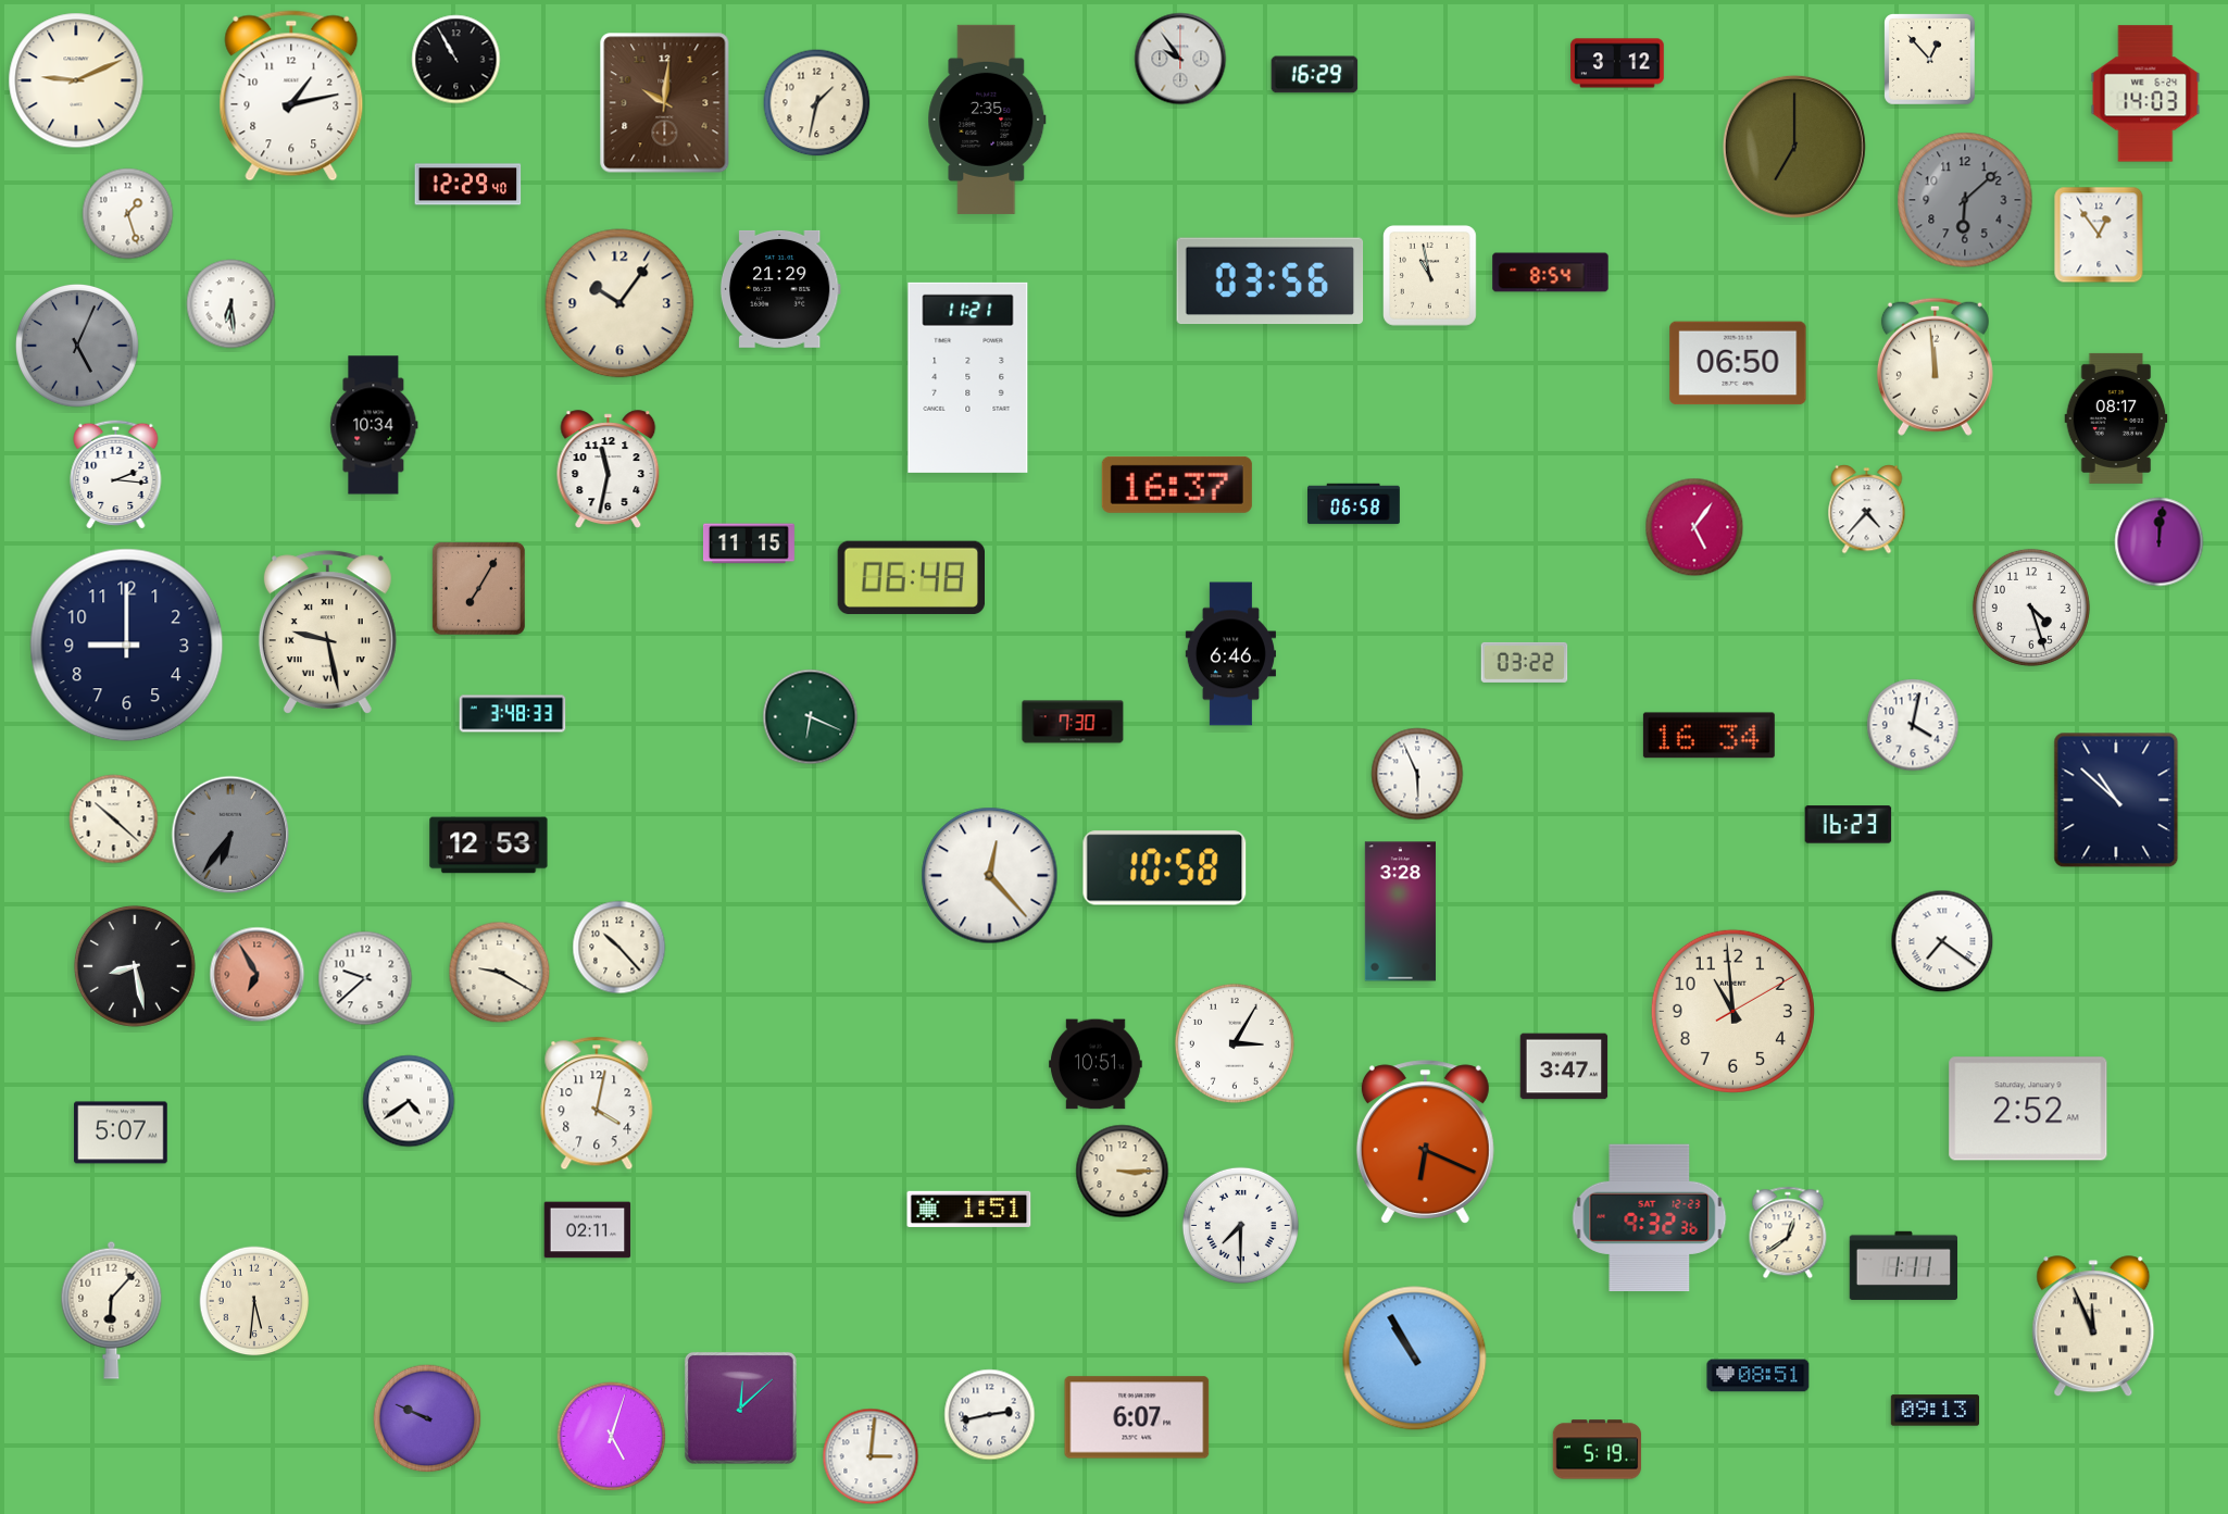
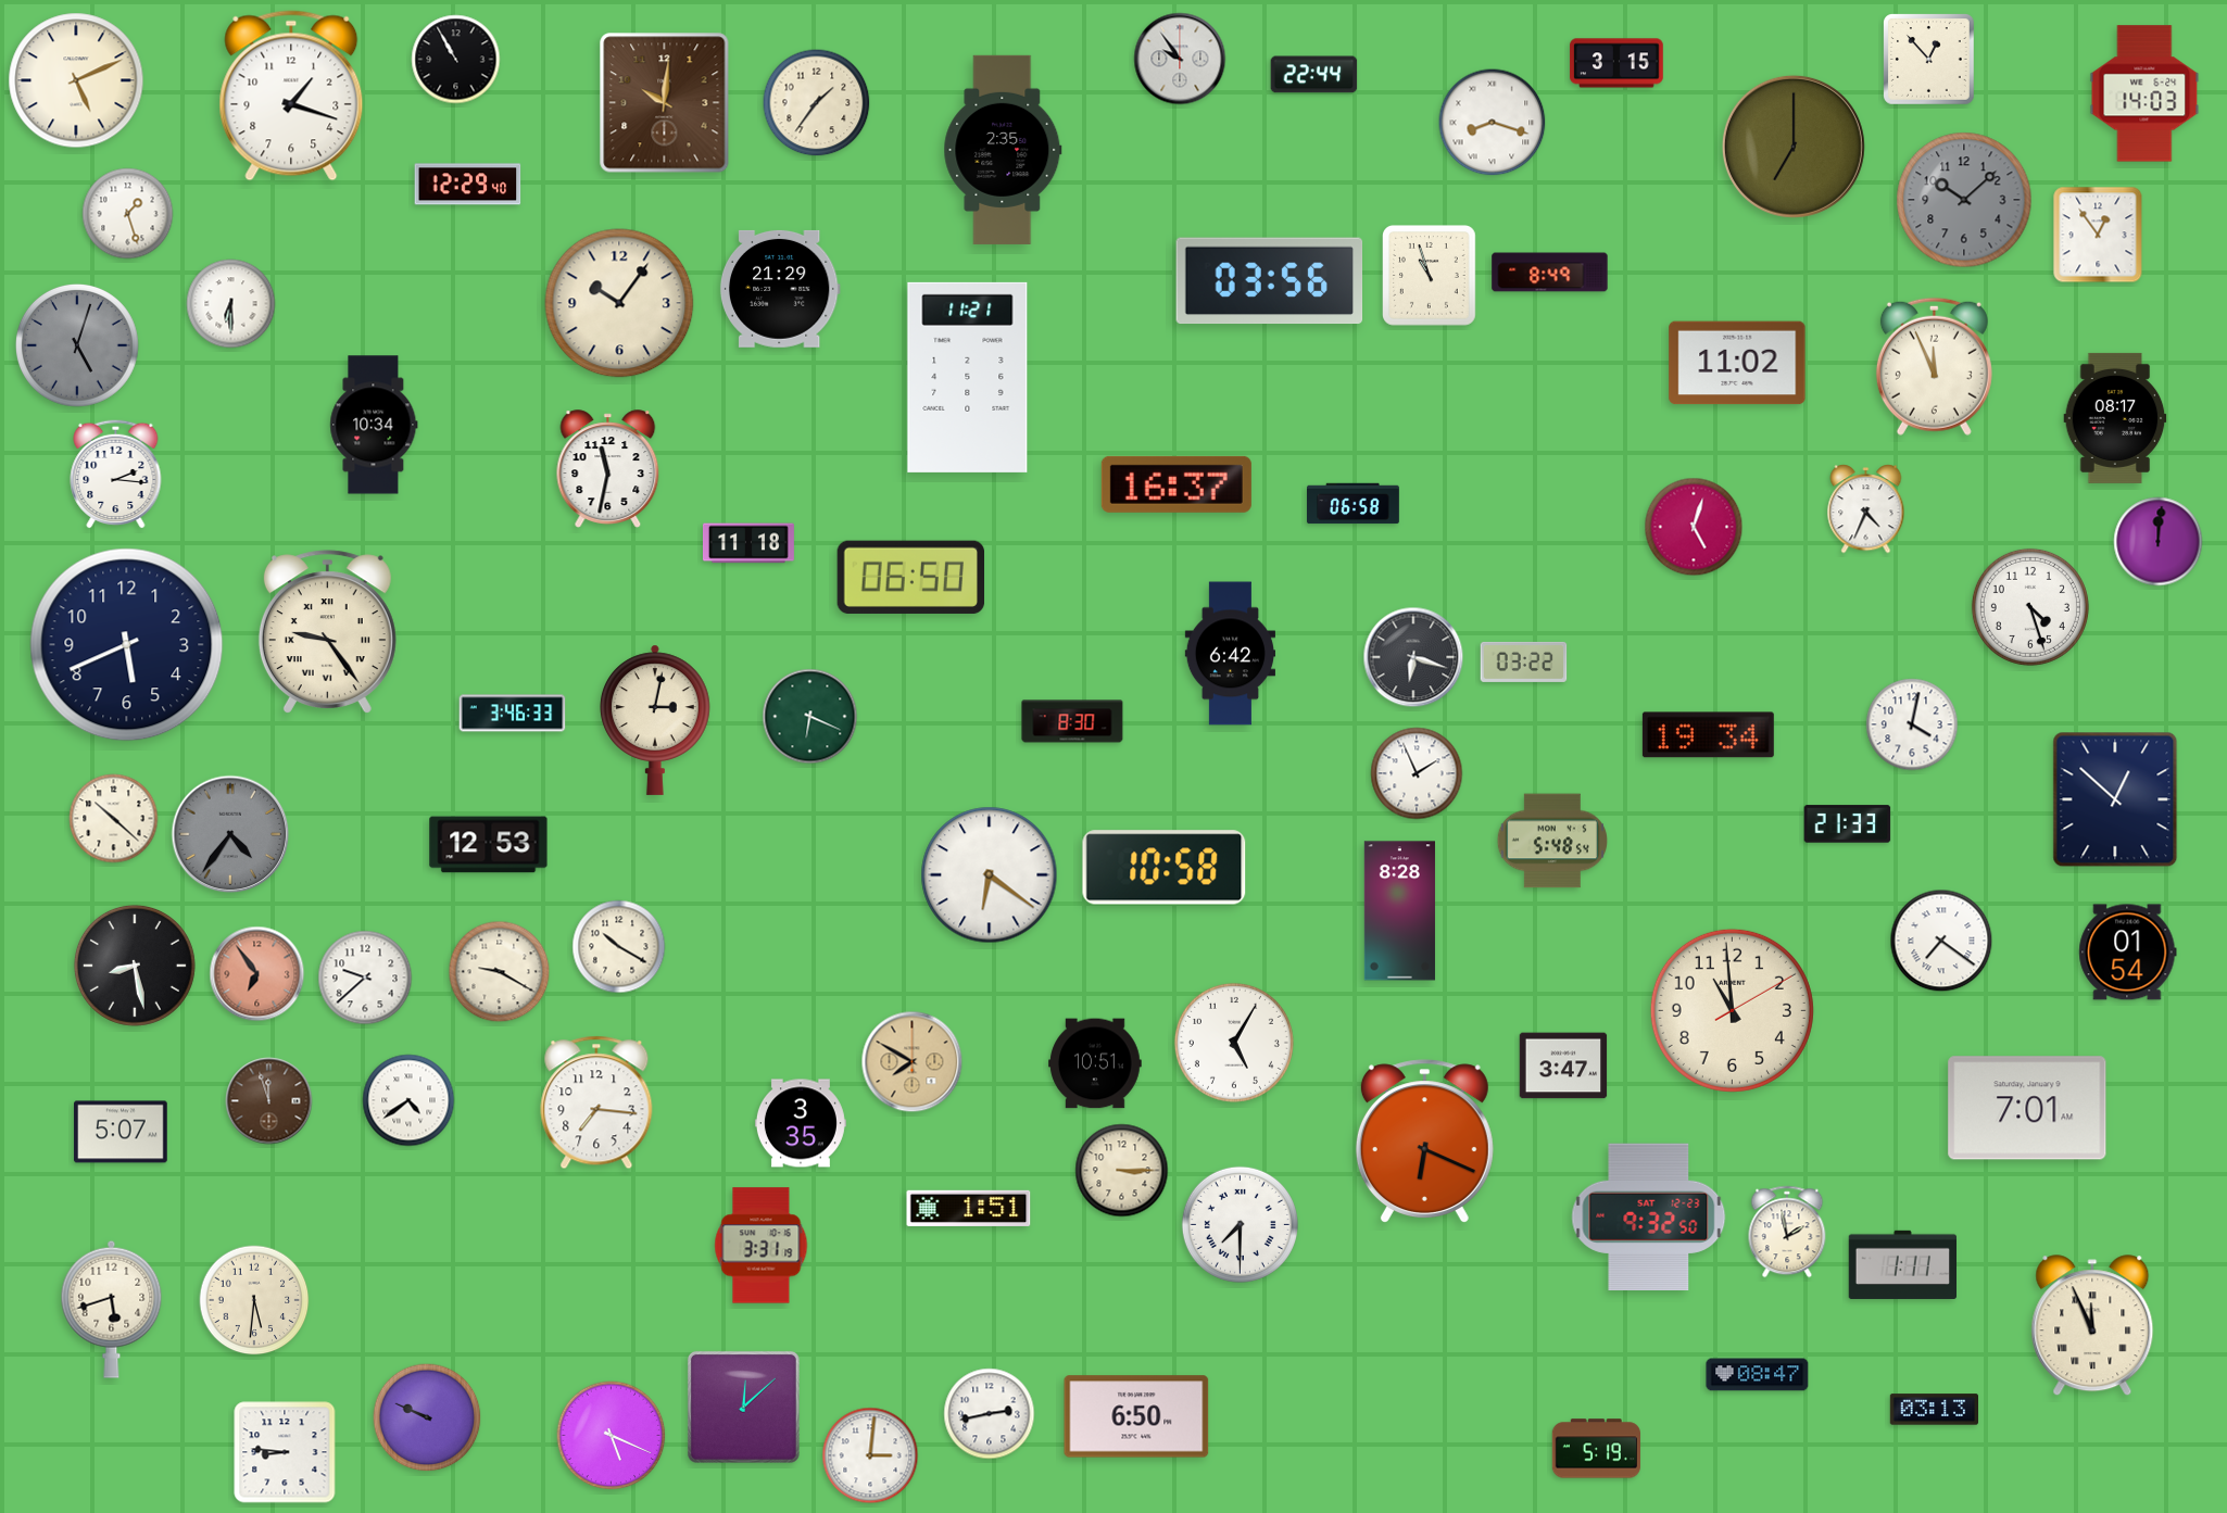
clock at (1617, 63): 3:12 -> 3:15
clock at (1315, 75): 16:29 -> 22:44
clock at (76, 80): 9:11 -> 5:11
clock at (291, 96): 1:13 -> 1:18
clock at (817, 103): 1:32 -> 1:36
clock at (987, 120) position: (987, 120) -> (1003, 150)
clock at (1493, 123): none -> 8:18
clock at (1965, 200): 6:08 -> 10:08
clock at (1551, 273): 8:54 -> 8:49
clock at (1430, 276): 10:58 -> 10:57
clock at (231, 304): 6:29 -> 6:30
clock at (77, 346): 5:04 -> 5:03
clock at (1738, 363): 06:50 -> 11:02
clock at (1935, 366): 11:59 -> 11:56
clock at (1867, 510): 4:37 -> 4:34
clock at (1694, 527): 5:06 -> 5:03
clock at (749, 543): 11:15 -> 11:18
clock at (911, 577): 06:48 -> 06:50
clock at (478, 588): 7:05 -> none
clock at (327, 631): 9:28 -> 9:24
clock at (127, 646): 9:00 -> 5:41
clock at (1230, 654): 6:46 -> 6:42
clock at (1413, 657): none -> 6:18
clock at (513, 714): 3:48 -> 3:46
clock at (655, 720): none -> 3:02
clock at (1073, 722): 7:30 -> 8:30
clock at (1708, 736): 16:34 -> 19:34
clock at (1417, 774): 5:56 -> 1:56
clock at (2116, 800): 10:52 -> 12:52
clock at (1849, 825): 16:23 -> 21:33
clock at (230, 835): 6:36 -> 4:36
clock at (1551, 841): none -> 5:48
clock at (990, 876): 12:23 -> 6:21
clock at (1400, 912): 3:28 -> 8:28
clock at (619, 948): 10:23 -> 10:20
clock at (2128, 953): none -> 01:54
clock at (258, 975): 6:55 -> 6:54
clock at (1235, 1043): 3:05 -> 5:05
clock at (913, 1062): none -> 7:50
clock at (269, 1101): none -> 11:57
clock at (597, 1103): 4:02 -> 7:16
clock at (2028, 1109): 2:52 -> 7:01
clock at (801, 1123): none -> 3:35
clock at (1650, 1217): 9:32:36 -> 9:32:50
clock at (588, 1230): 02:11 -> none
clock at (1788, 1233): 12:39 -> 1:58
clock at (762, 1246): none -> 3:31
clock at (112, 1310): 6:07 -> 5:42
clock at (1415, 1359): 10:55 -> none
clock at (1758, 1376): 08:51 -> 08:47
clock at (740, 1407) position: (740, 1407) -> (743, 1407)
clock at (1935, 1411): 09:13 -> 03:13
clock at (1137, 1417): 6:07 -> 6:50
clock at (612, 1437): 5:03 -> 5:19
clock at (285, 1452): none -> 8:46
